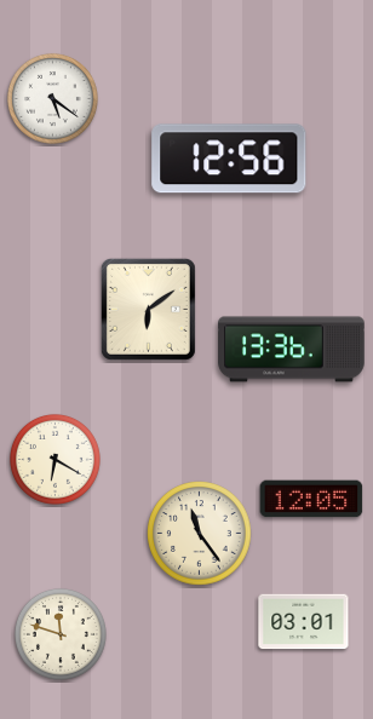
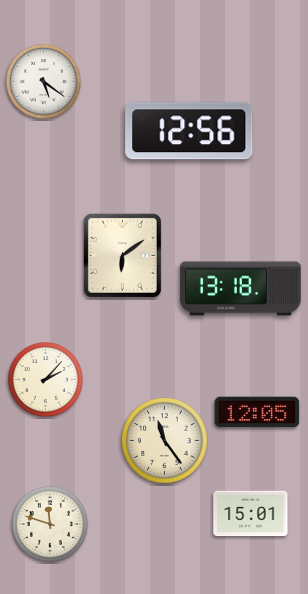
clock at (292, 350): 13:36 -> 13:18
clock at (54, 459): 6:20 -> 2:07
clock at (304, 622): 03:01 -> 15:01
